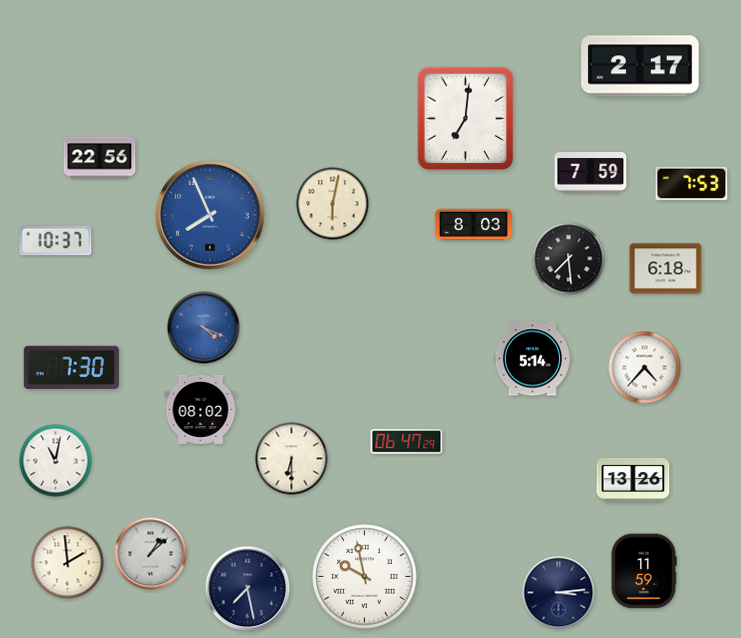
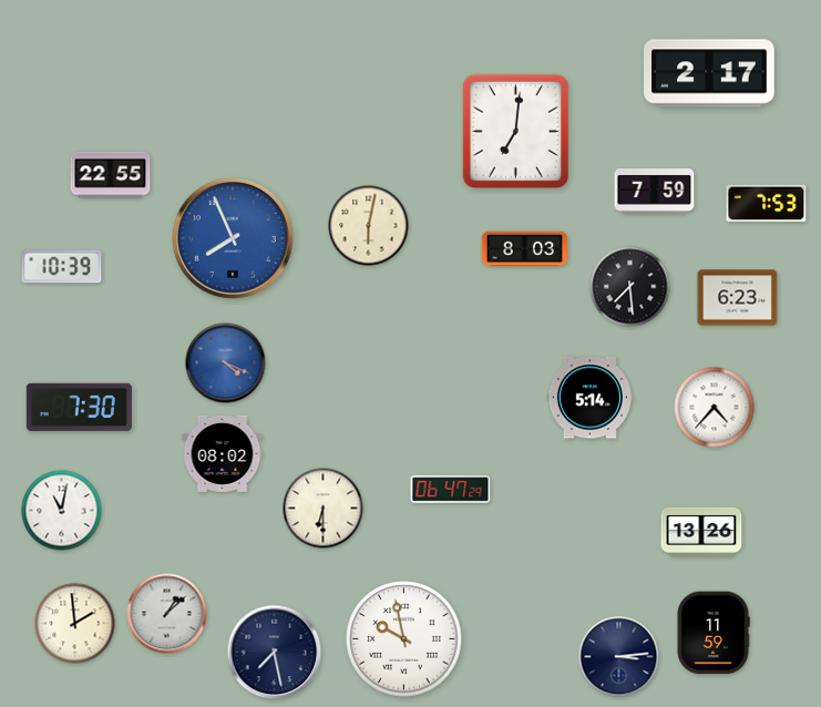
clock at (100, 158): 22:56 -> 22:55
clock at (56, 241): 10:37 -> 10:39
clock at (666, 269): 6:18 -> 6:23
